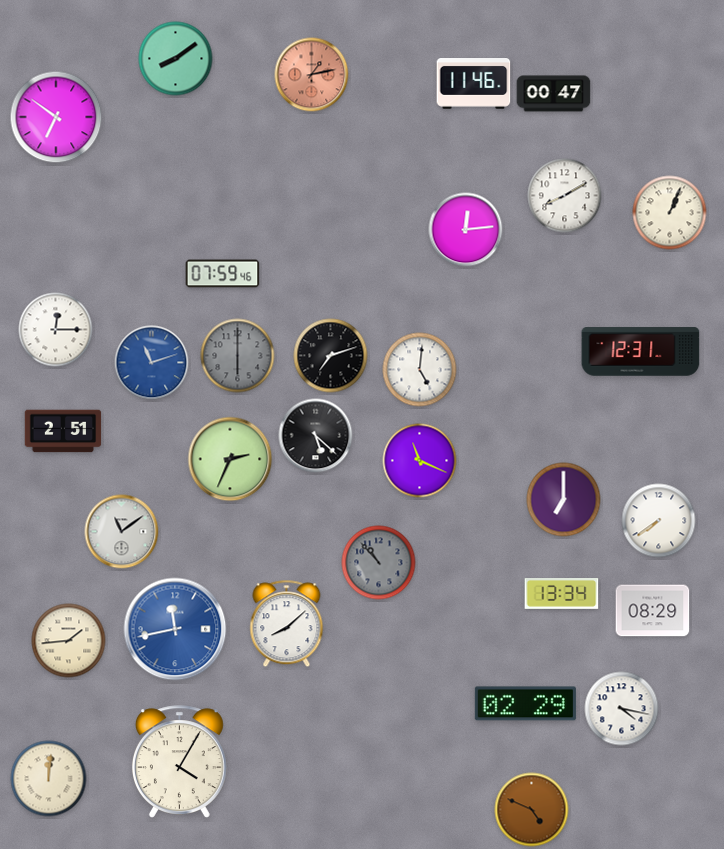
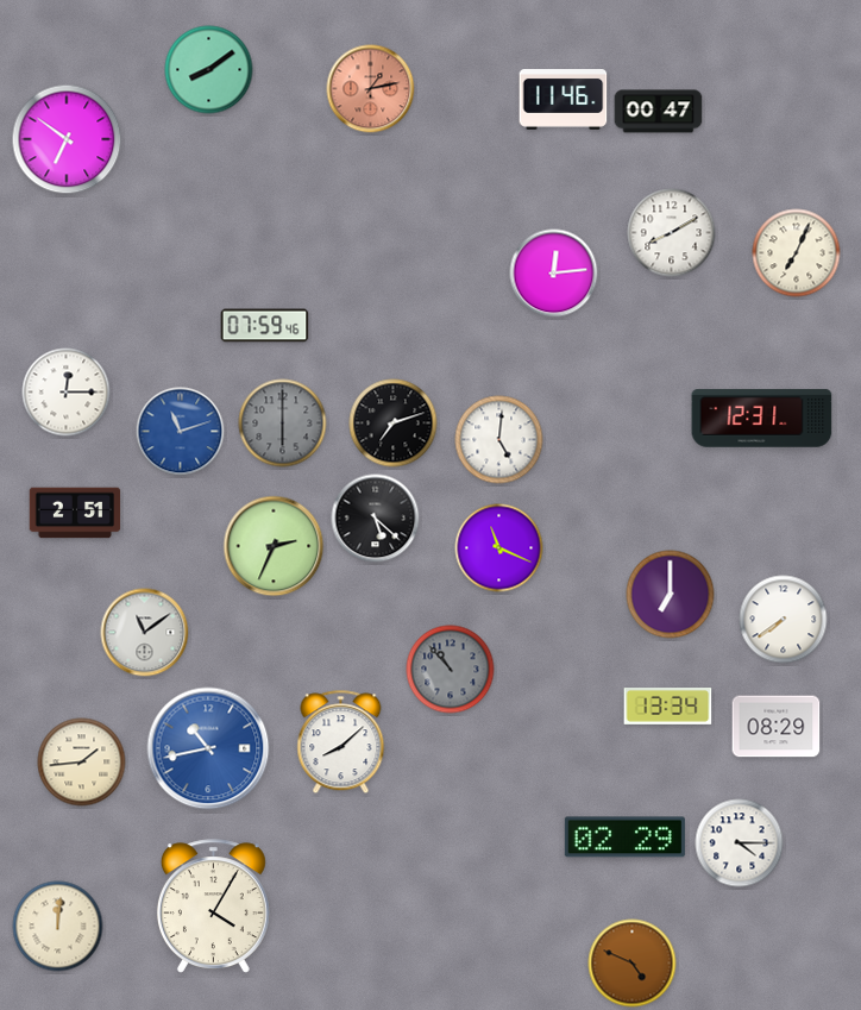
clock at (670, 213): 1:04 -> 7:04
clock at (175, 629): 11:43 -> 10:43
clock at (622, 709): 4:17 -> 4:15
